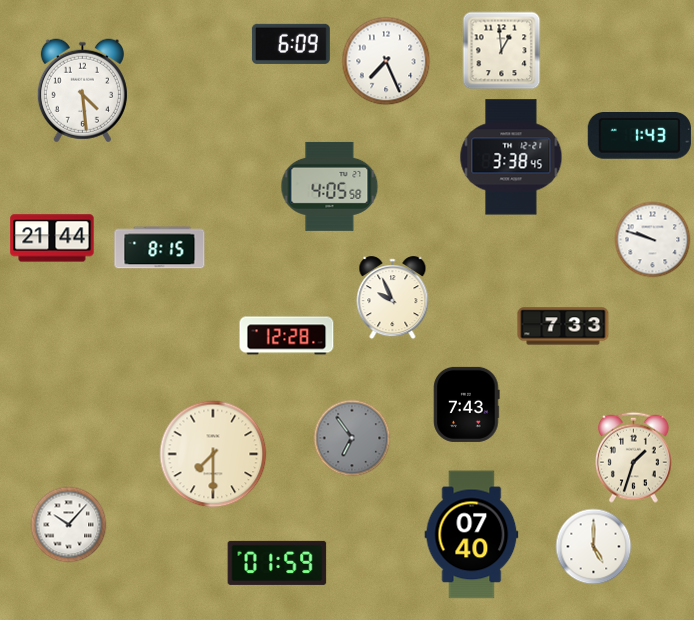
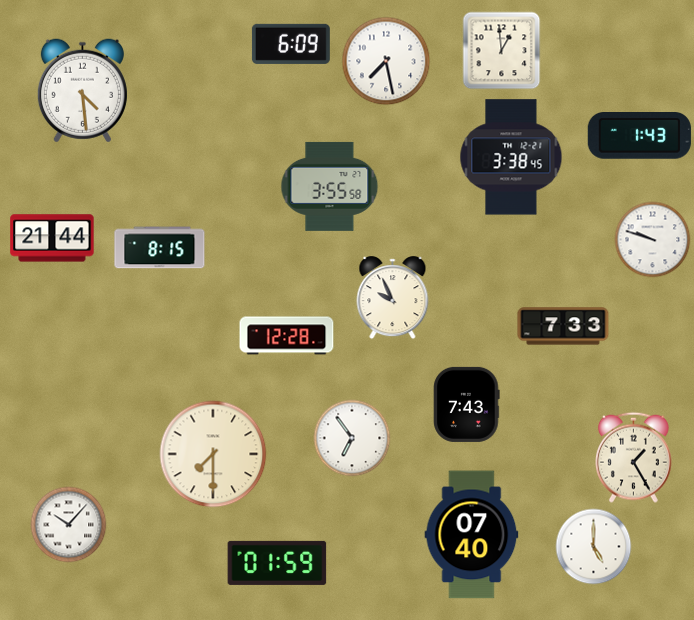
clock at (386, 61): 7:26 -> 7:28
clock at (330, 186): 4:05 -> 3:55
clock at (352, 438) dial: grey -> white
clock at (634, 457): 1:33 -> 1:25
